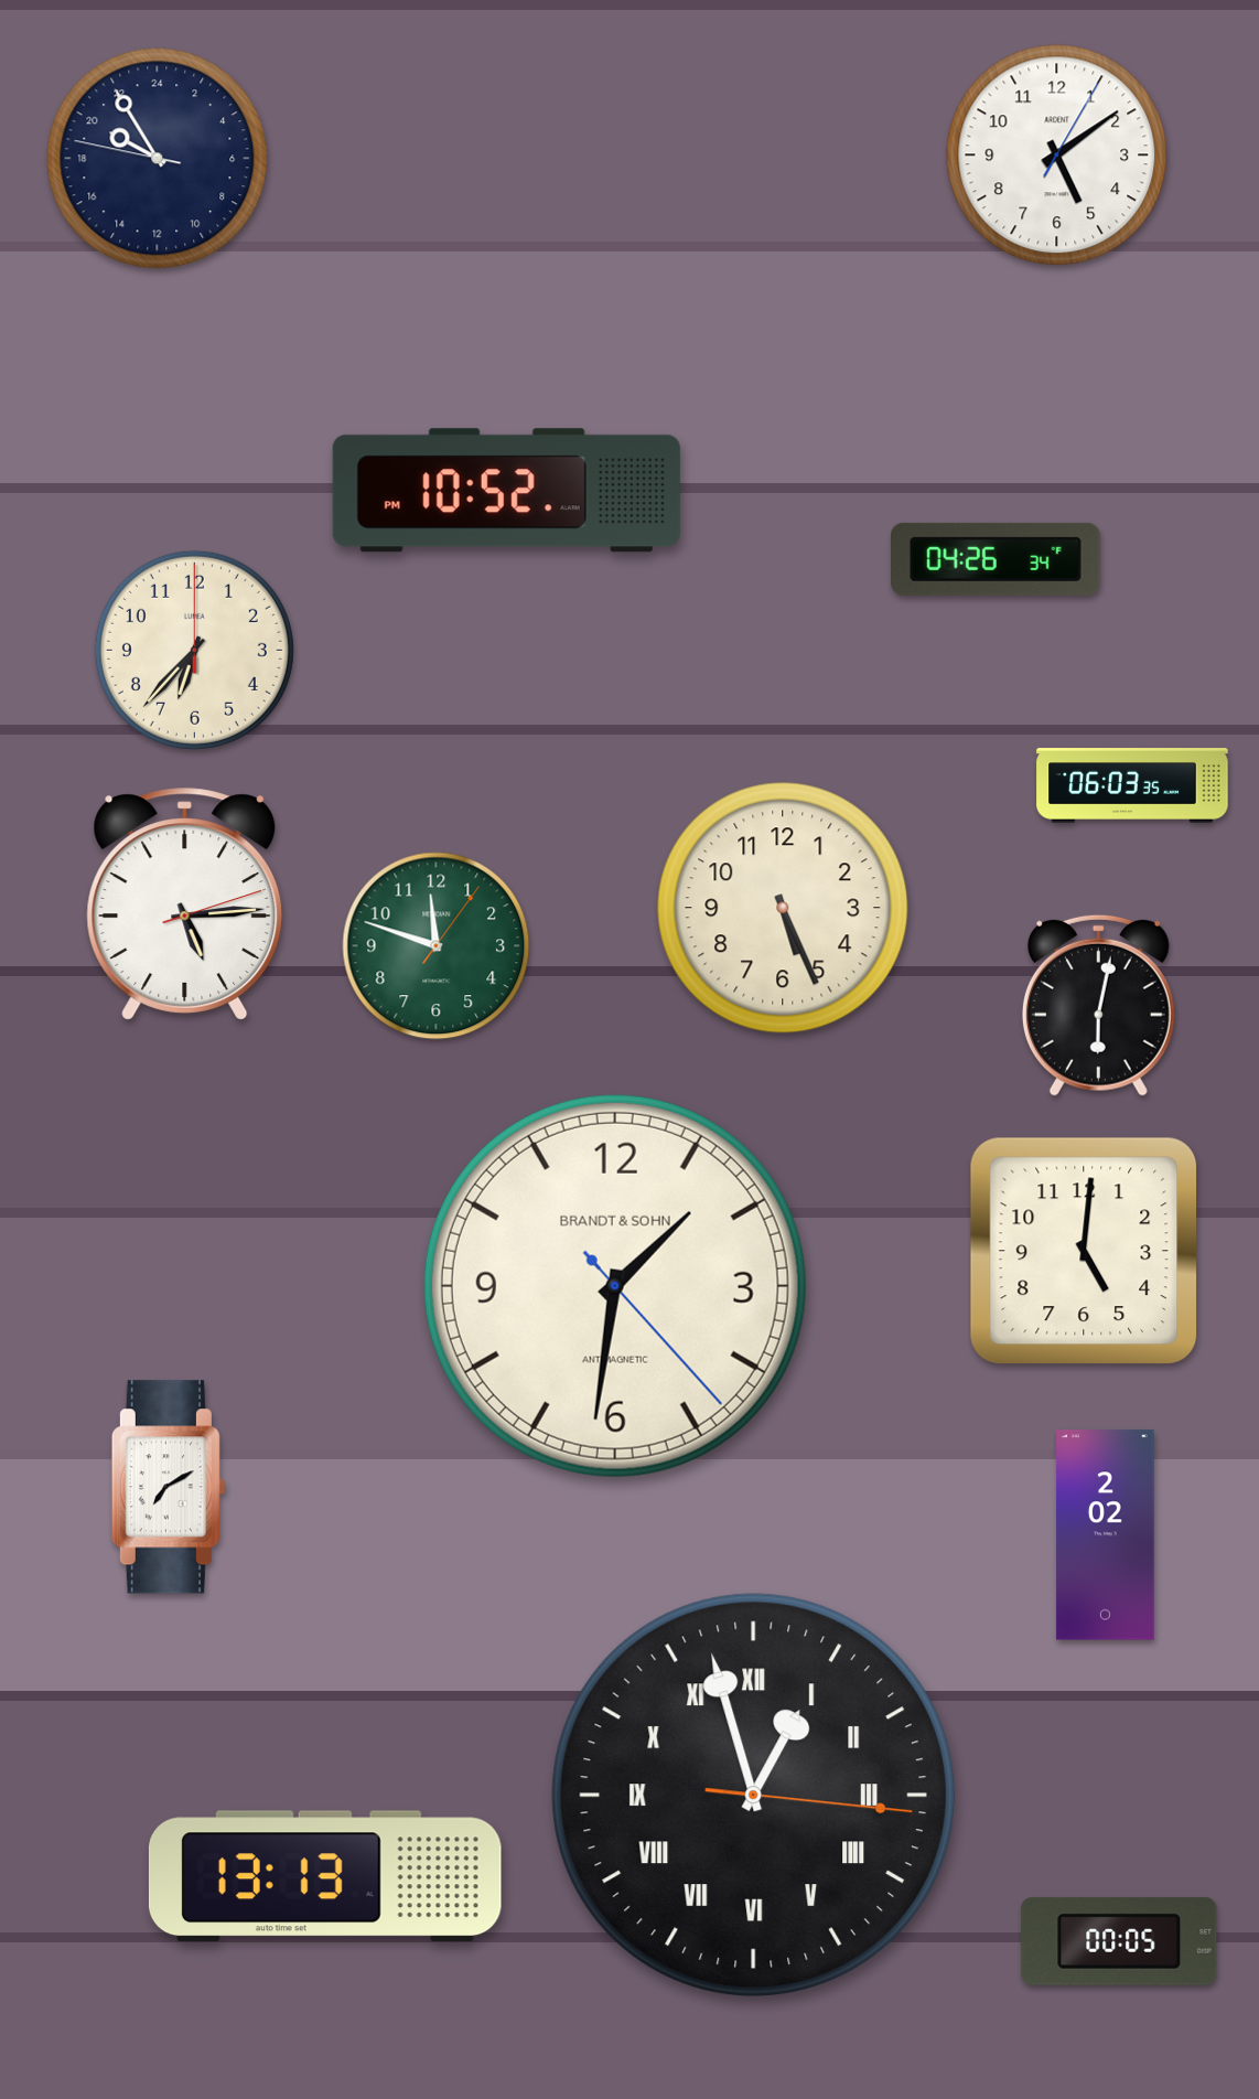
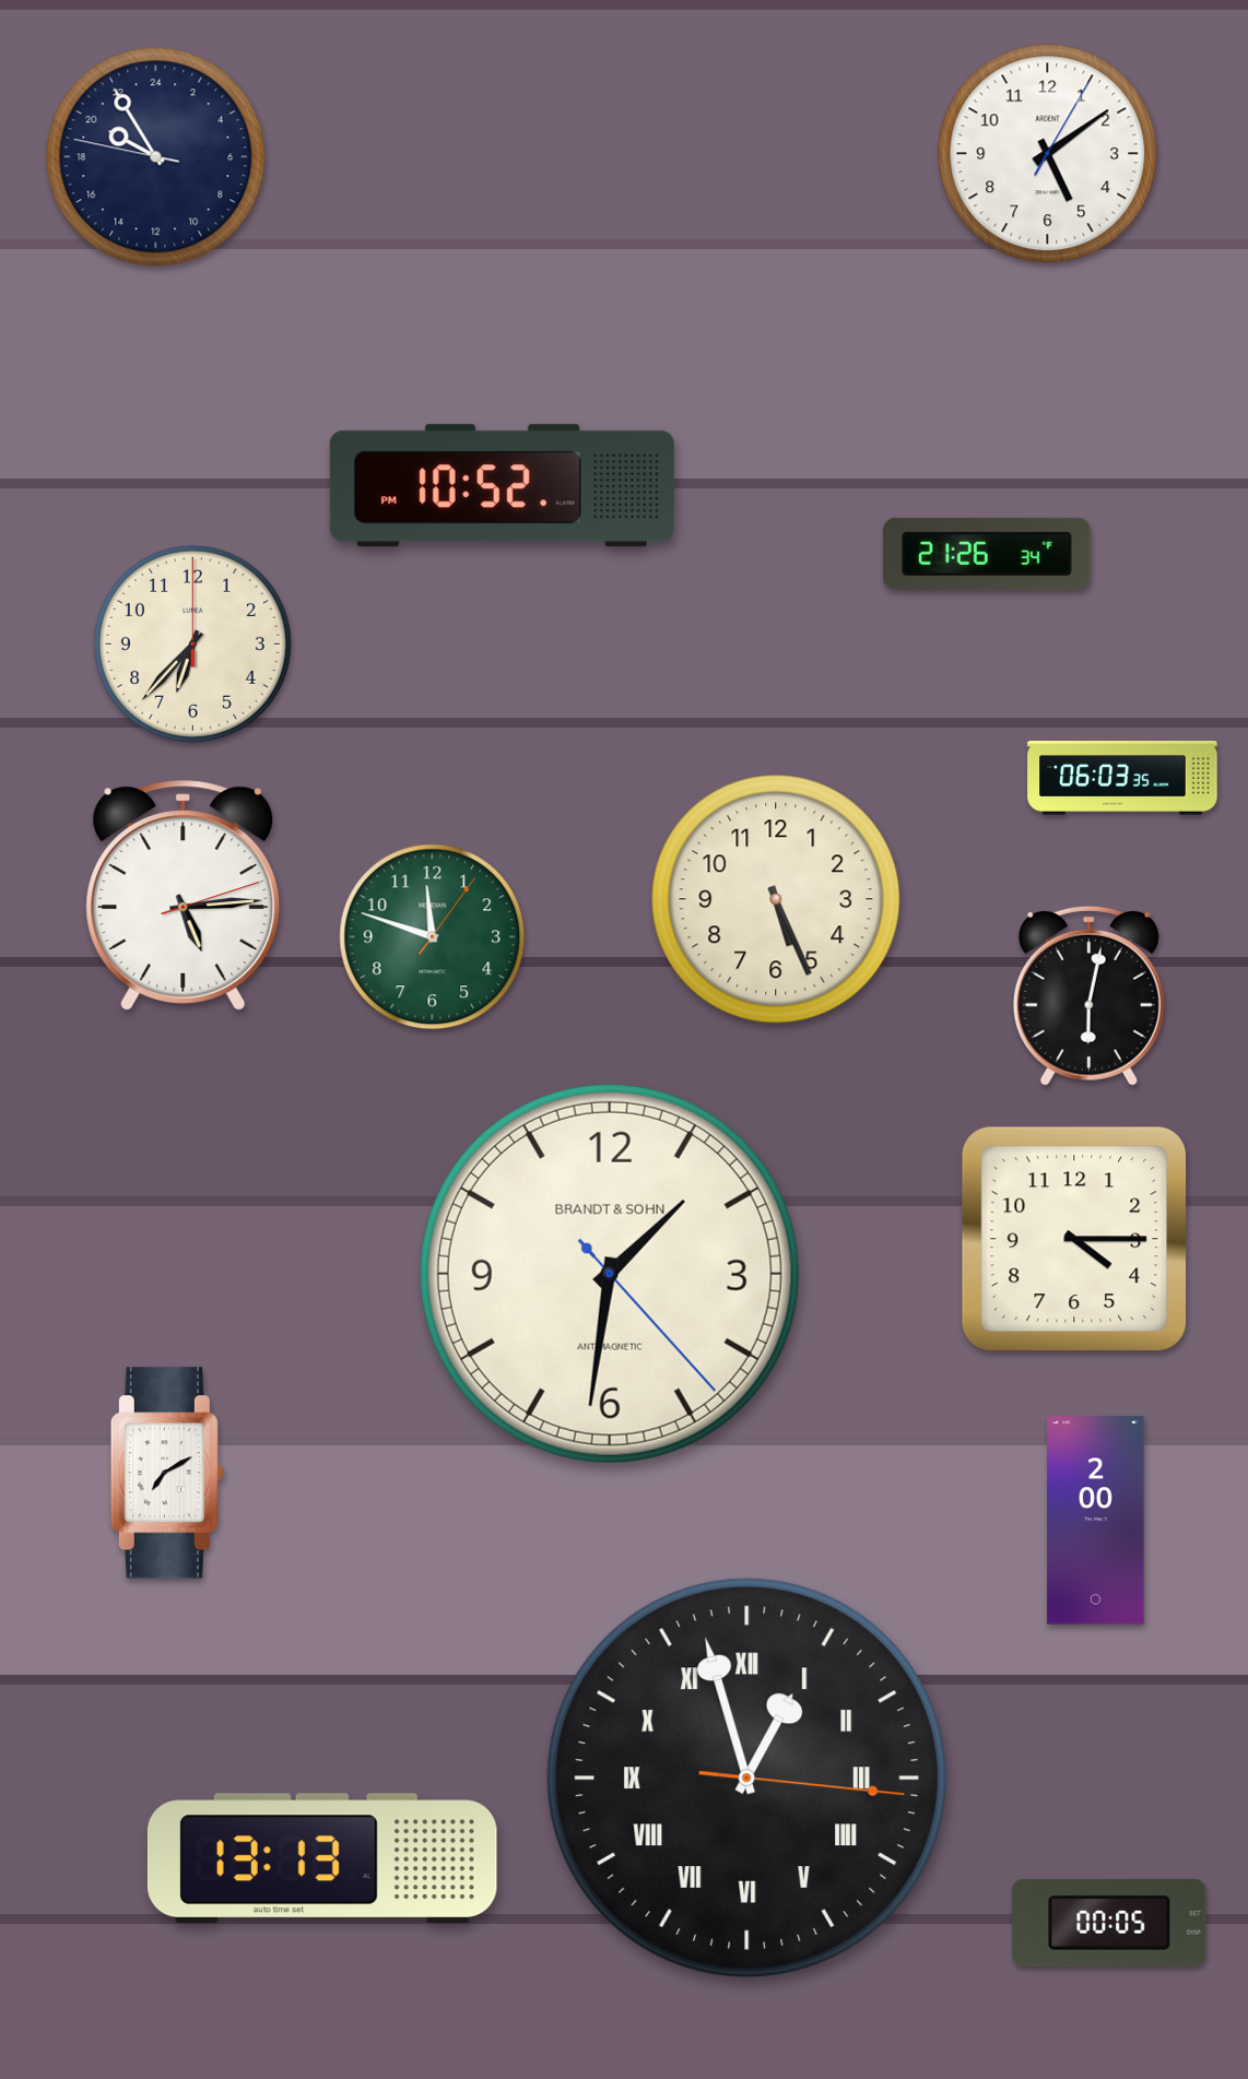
clock at (997, 559): 04:26 -> 21:26
clock at (1084, 1251): 5:01 -> 4:15
clock at (1106, 1535): 2:02 -> 2:00
